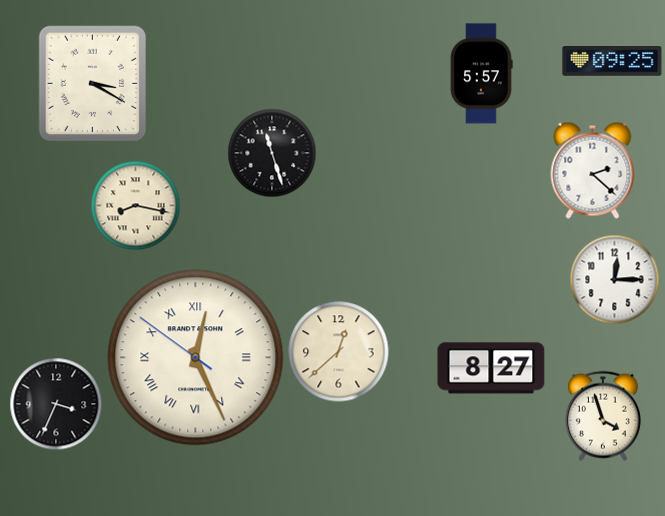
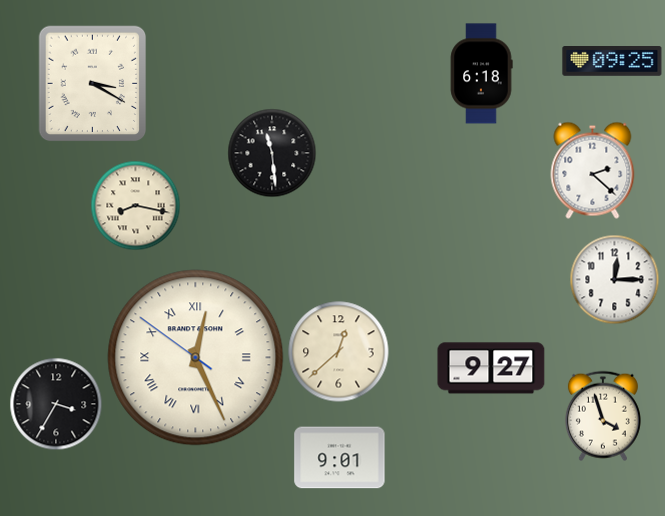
clock at (481, 74): 5:57 -> 6:18
clock at (272, 153): 11:27 -> 11:29
clock at (491, 368): 8:27 -> 9:27
clock at (56, 404): 3:34 -> 3:35
clock at (340, 458): none -> 9:01
